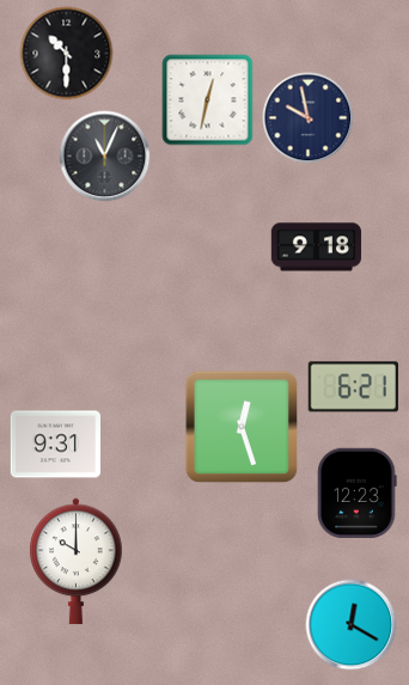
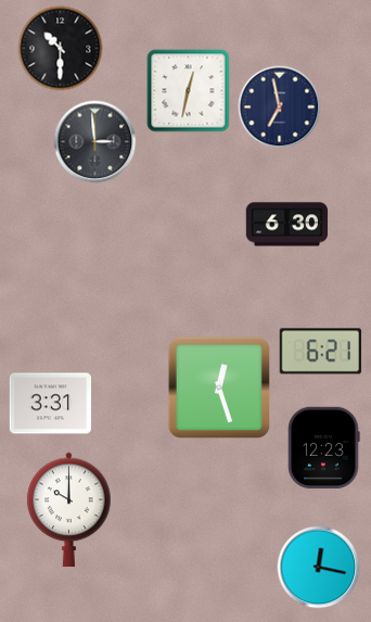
clock at (309, 118): 9:58 -> 6:58
clock at (105, 157): 11:04 -> 2:59
clock at (317, 247): 9:18 -> 6:30
clock at (55, 445): 9:31 -> 3:31
clock at (352, 625): 12:20 -> 12:17
